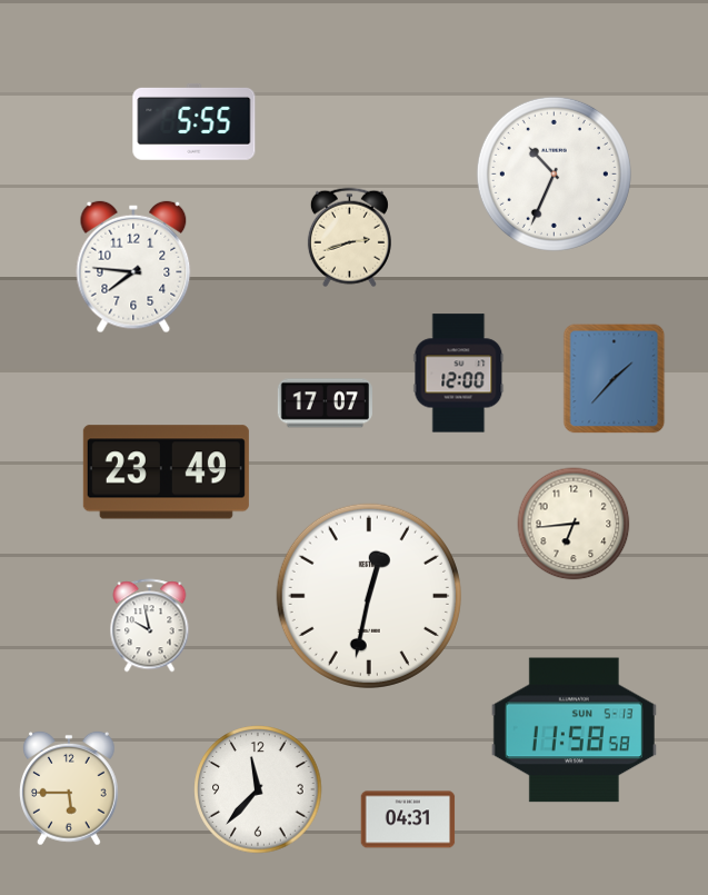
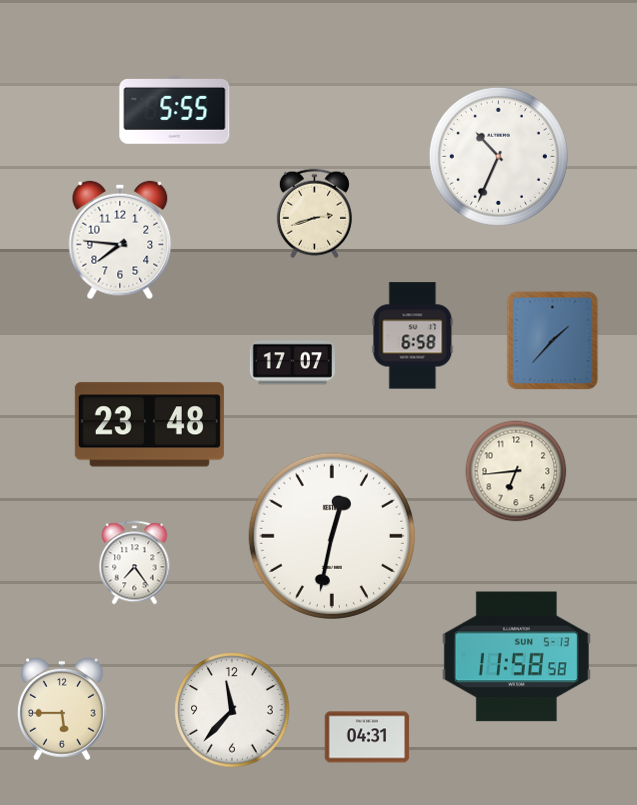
clock at (459, 374): 12:00 -> 6:58
clock at (166, 473): 23:49 -> 23:48
clock at (150, 626): 9:58 -> 7:24
